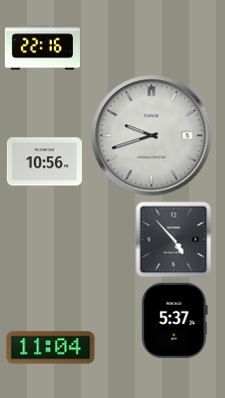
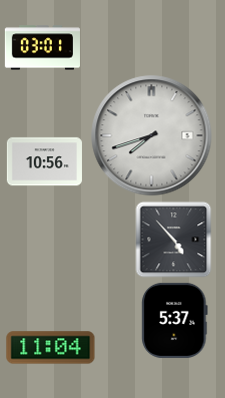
clock at (42, 48): 22:16 -> 03:01
clock at (152, 136): 9:42 -> 7:42
